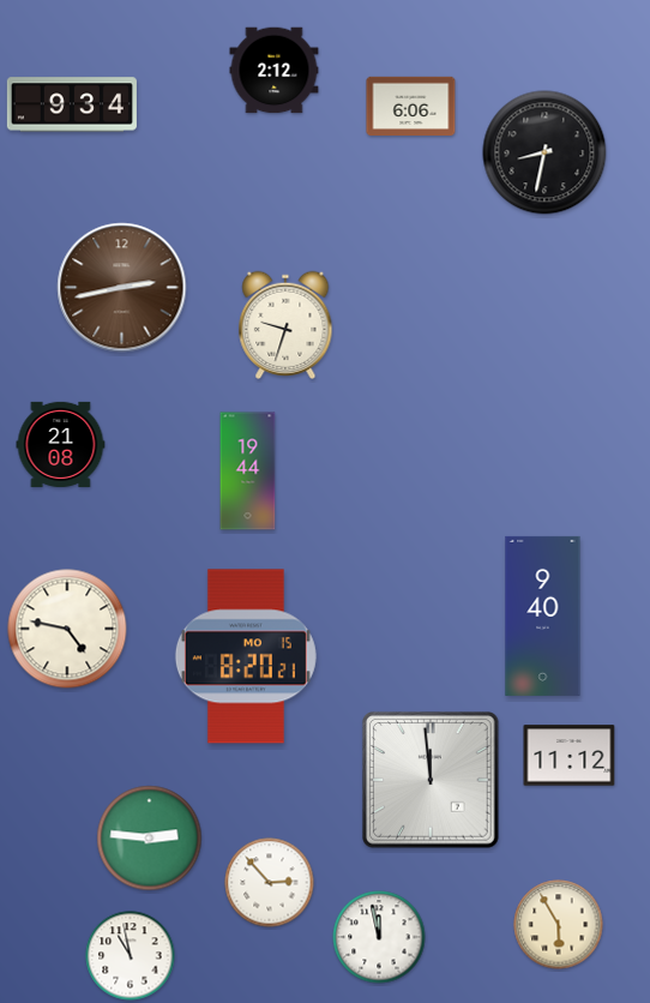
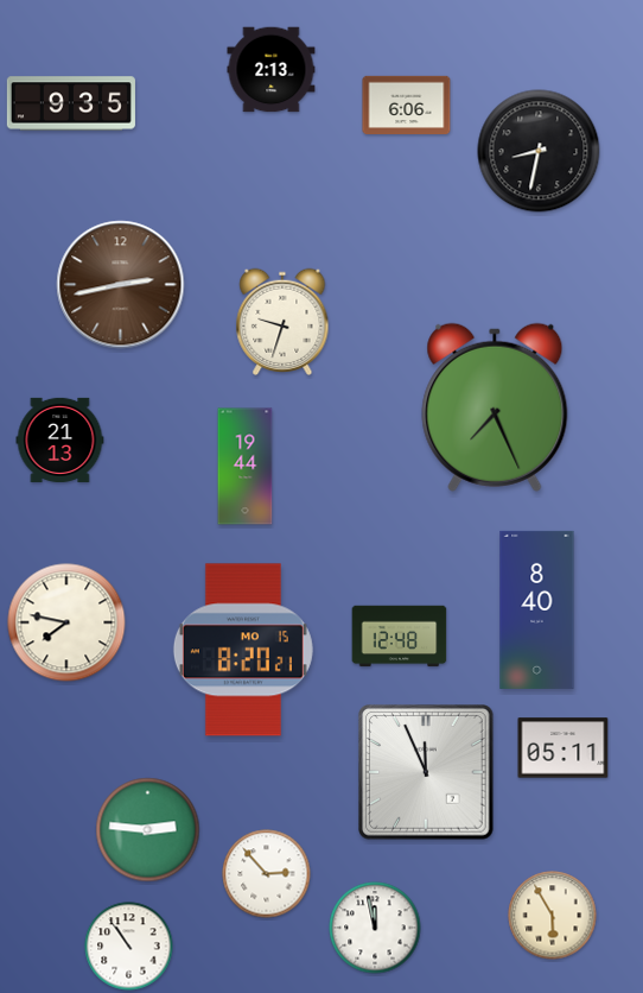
clock at (275, 71): 2:12 -> 2:13
clock at (72, 104): 9:34 -> 9:35
clock at (495, 407): none -> 7:26
clock at (61, 444): 21:08 -> 21:13
clock at (543, 615): 9:40 -> 8:40
clock at (67, 629): 4:47 -> 7:47
clock at (400, 637): none -> 12:48
clock at (570, 756): 11:12 -> 05:11
clock at (431, 780): 11:59 -> 11:56
clock at (131, 956): 10:58 -> 10:54
